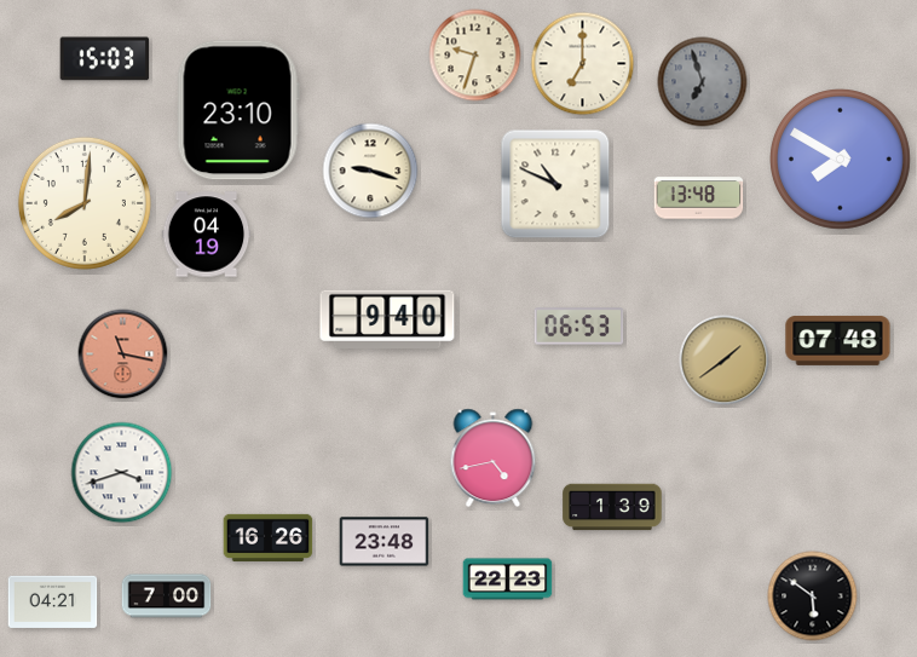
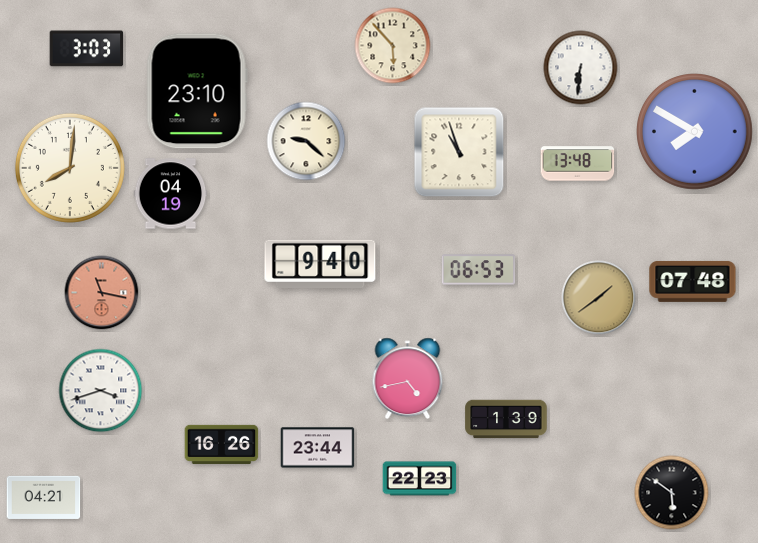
clock at (475, 56): 9:33 -> 5:53
clock at (105, 59): 15:03 -> 3:03
clock at (583, 64): 7:00 -> none
clock at (703, 82): 6:57 -> 6:31
clock at (703, 82) dial: grey -> white
clock at (370, 171): 9:18 -> 9:22
clock at (555, 184): 10:49 -> 10:57
clock at (385, 542): 23:48 -> 23:44
clock at (167, 597): 7:00 -> none
